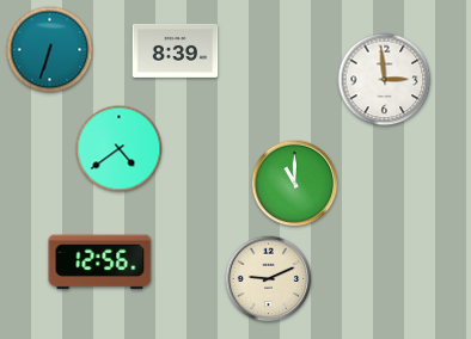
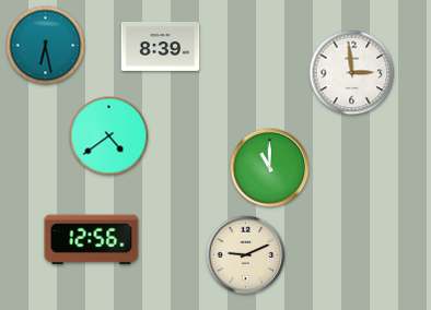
clock at (50, 50): 6:33 -> 6:28
